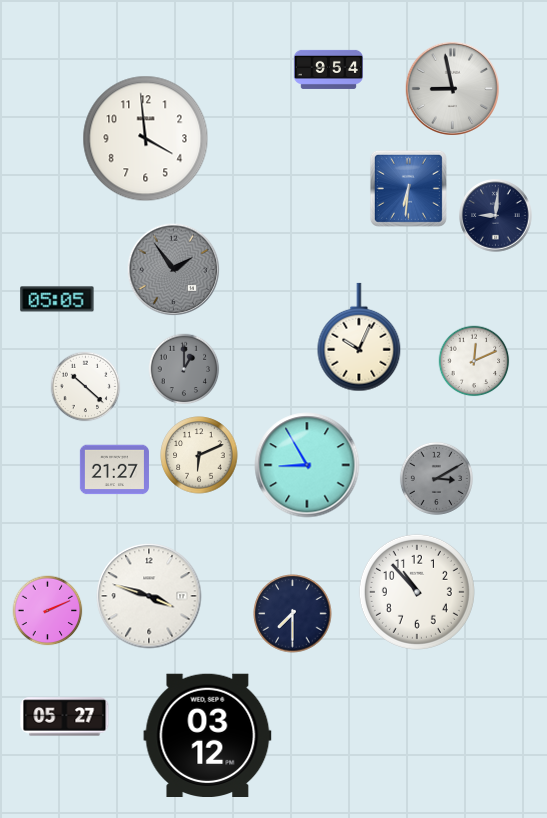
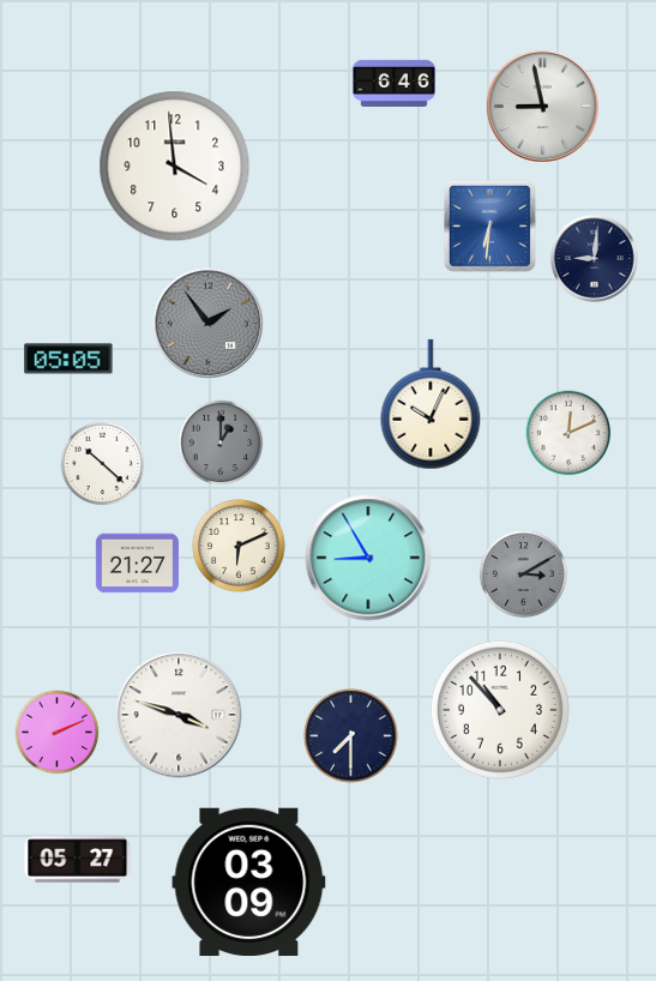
clock at (328, 69): 9:54 -> 6:46
clock at (208, 735): 03:12 -> 03:09
